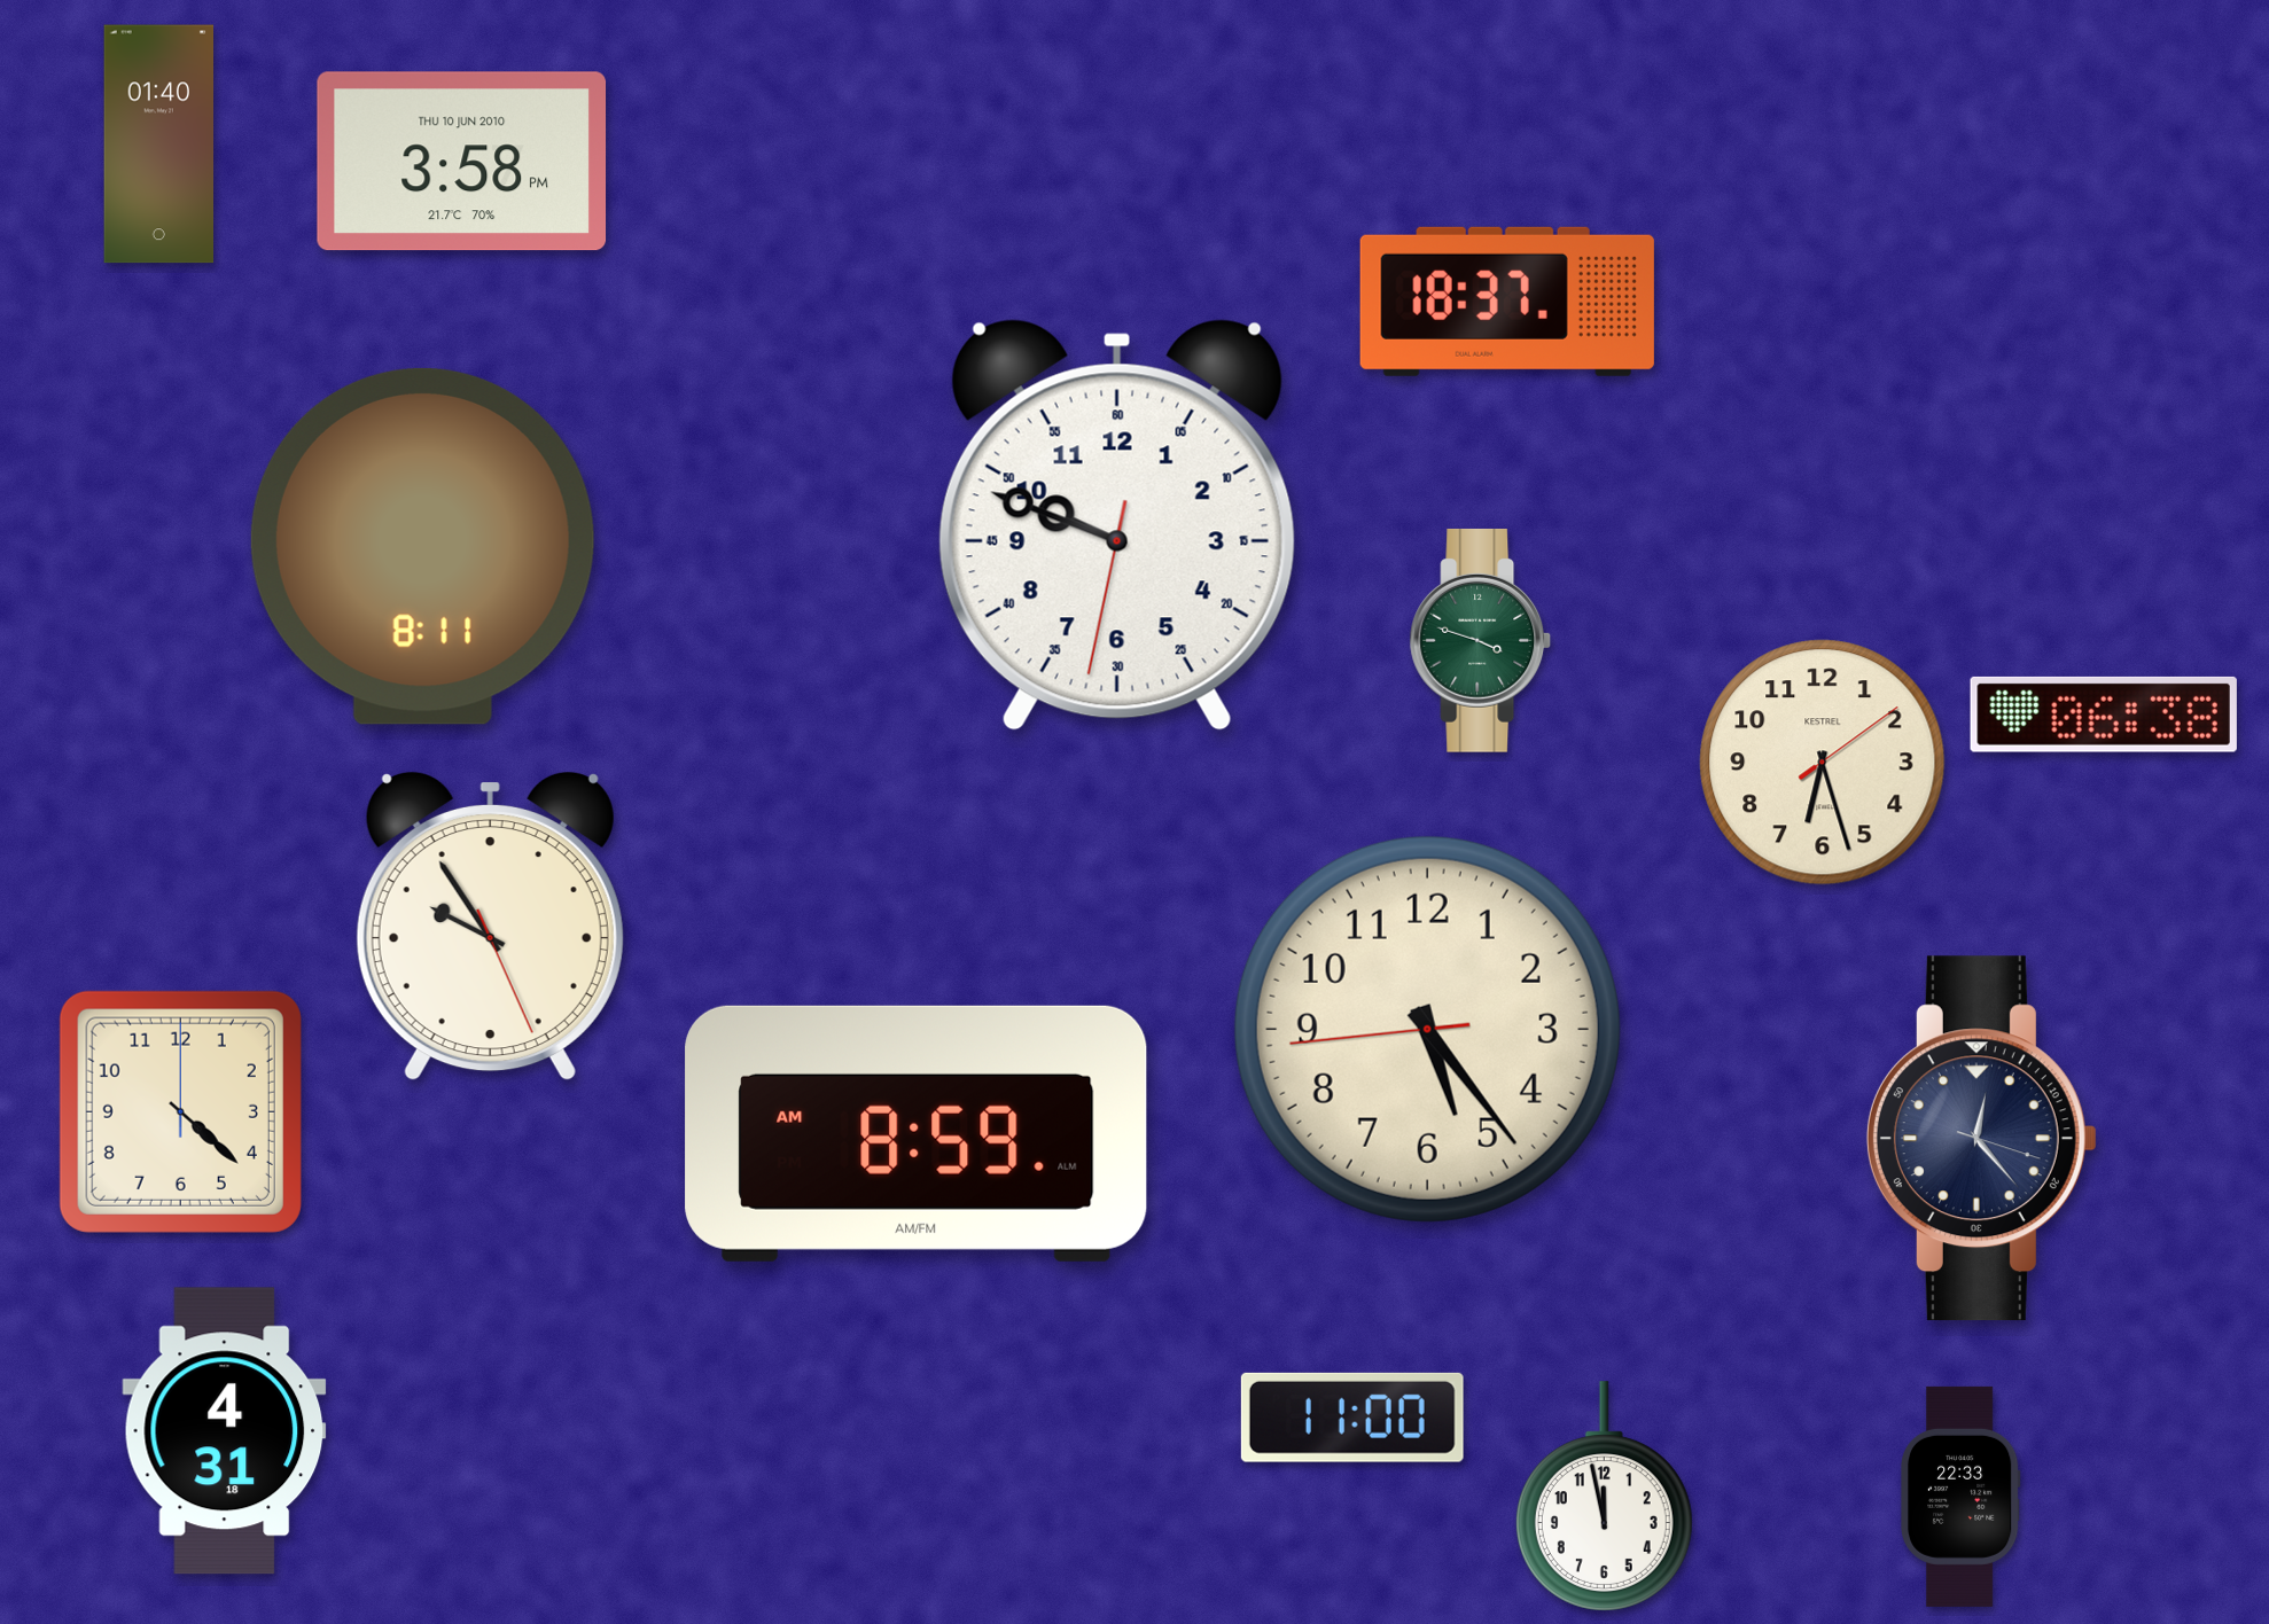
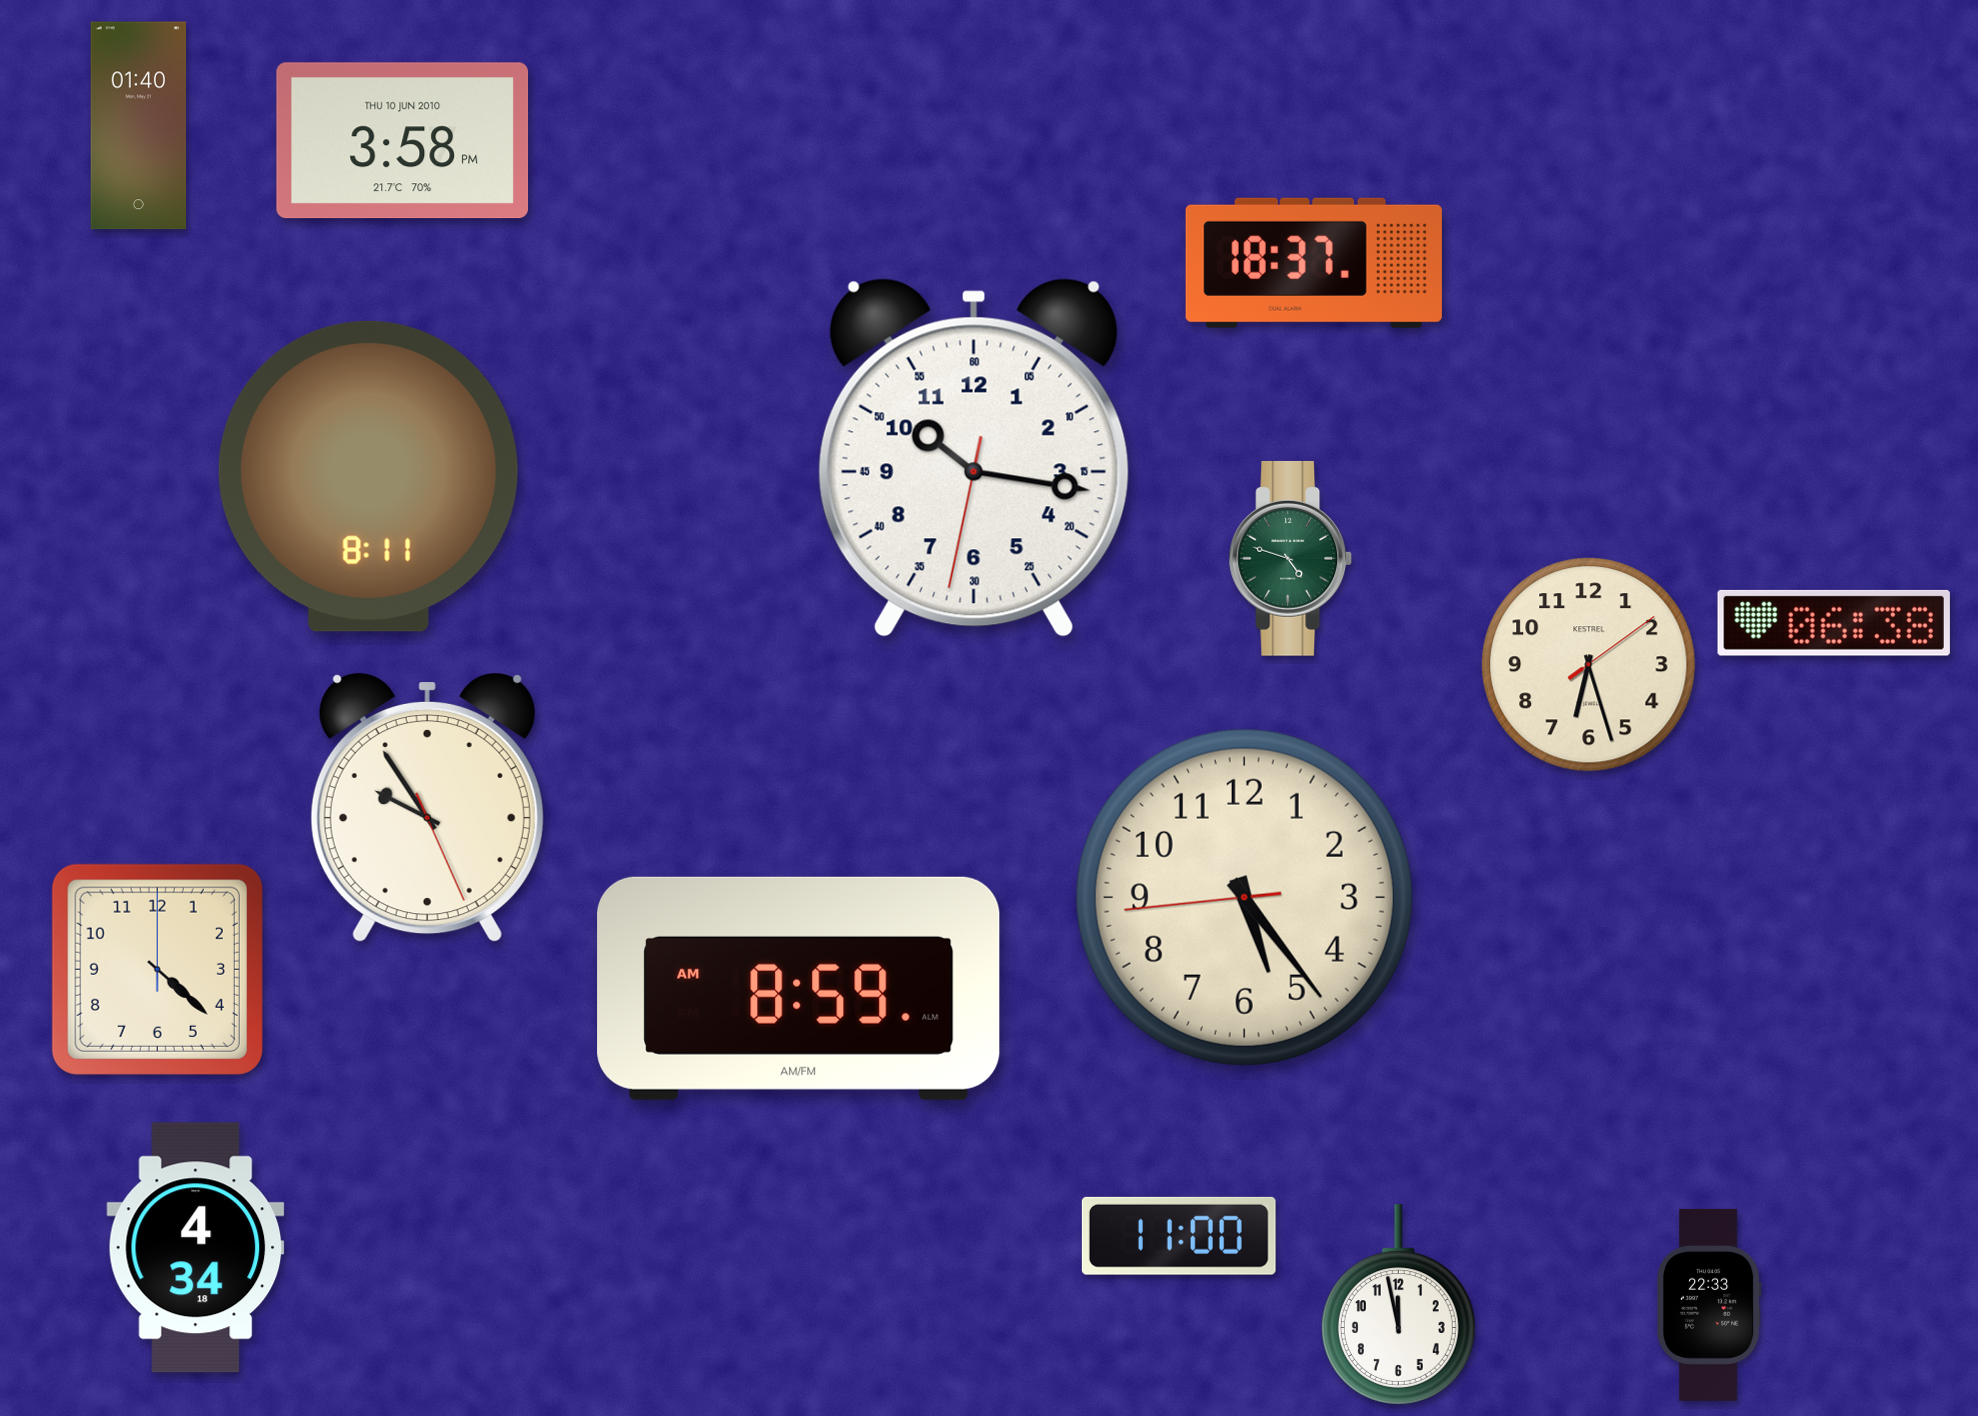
clock at (1117, 525): 9:48 -> 10:16
clock at (1481, 640): 3:48 -> 4:48
clock at (1981, 1139): 12:23 -> none
clock at (225, 1431): 4:31 -> 4:34
